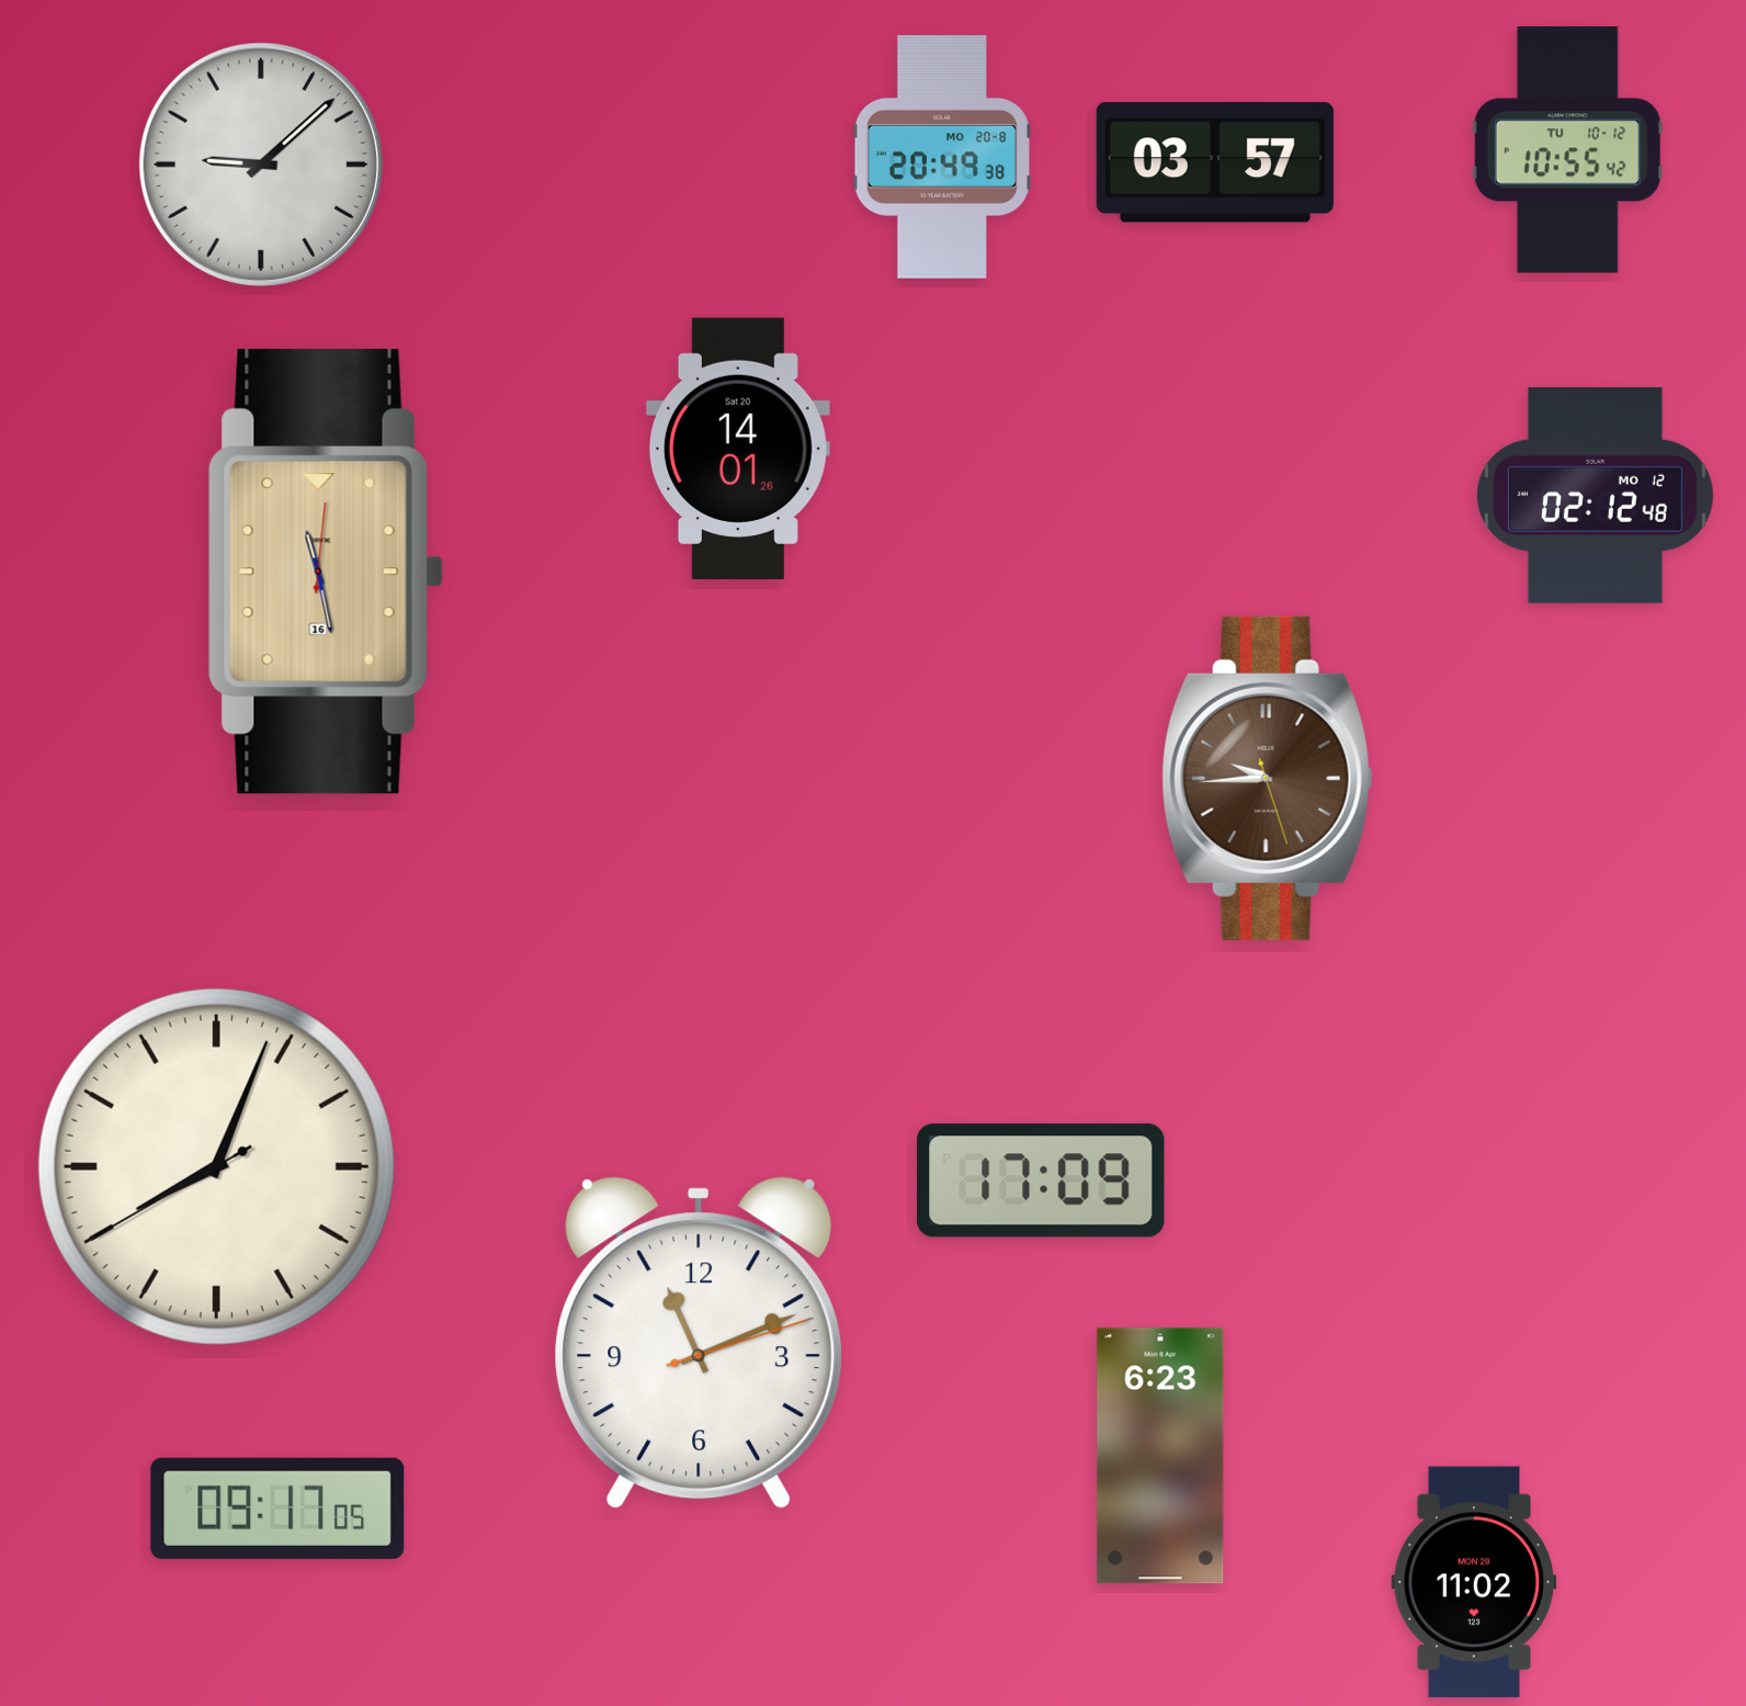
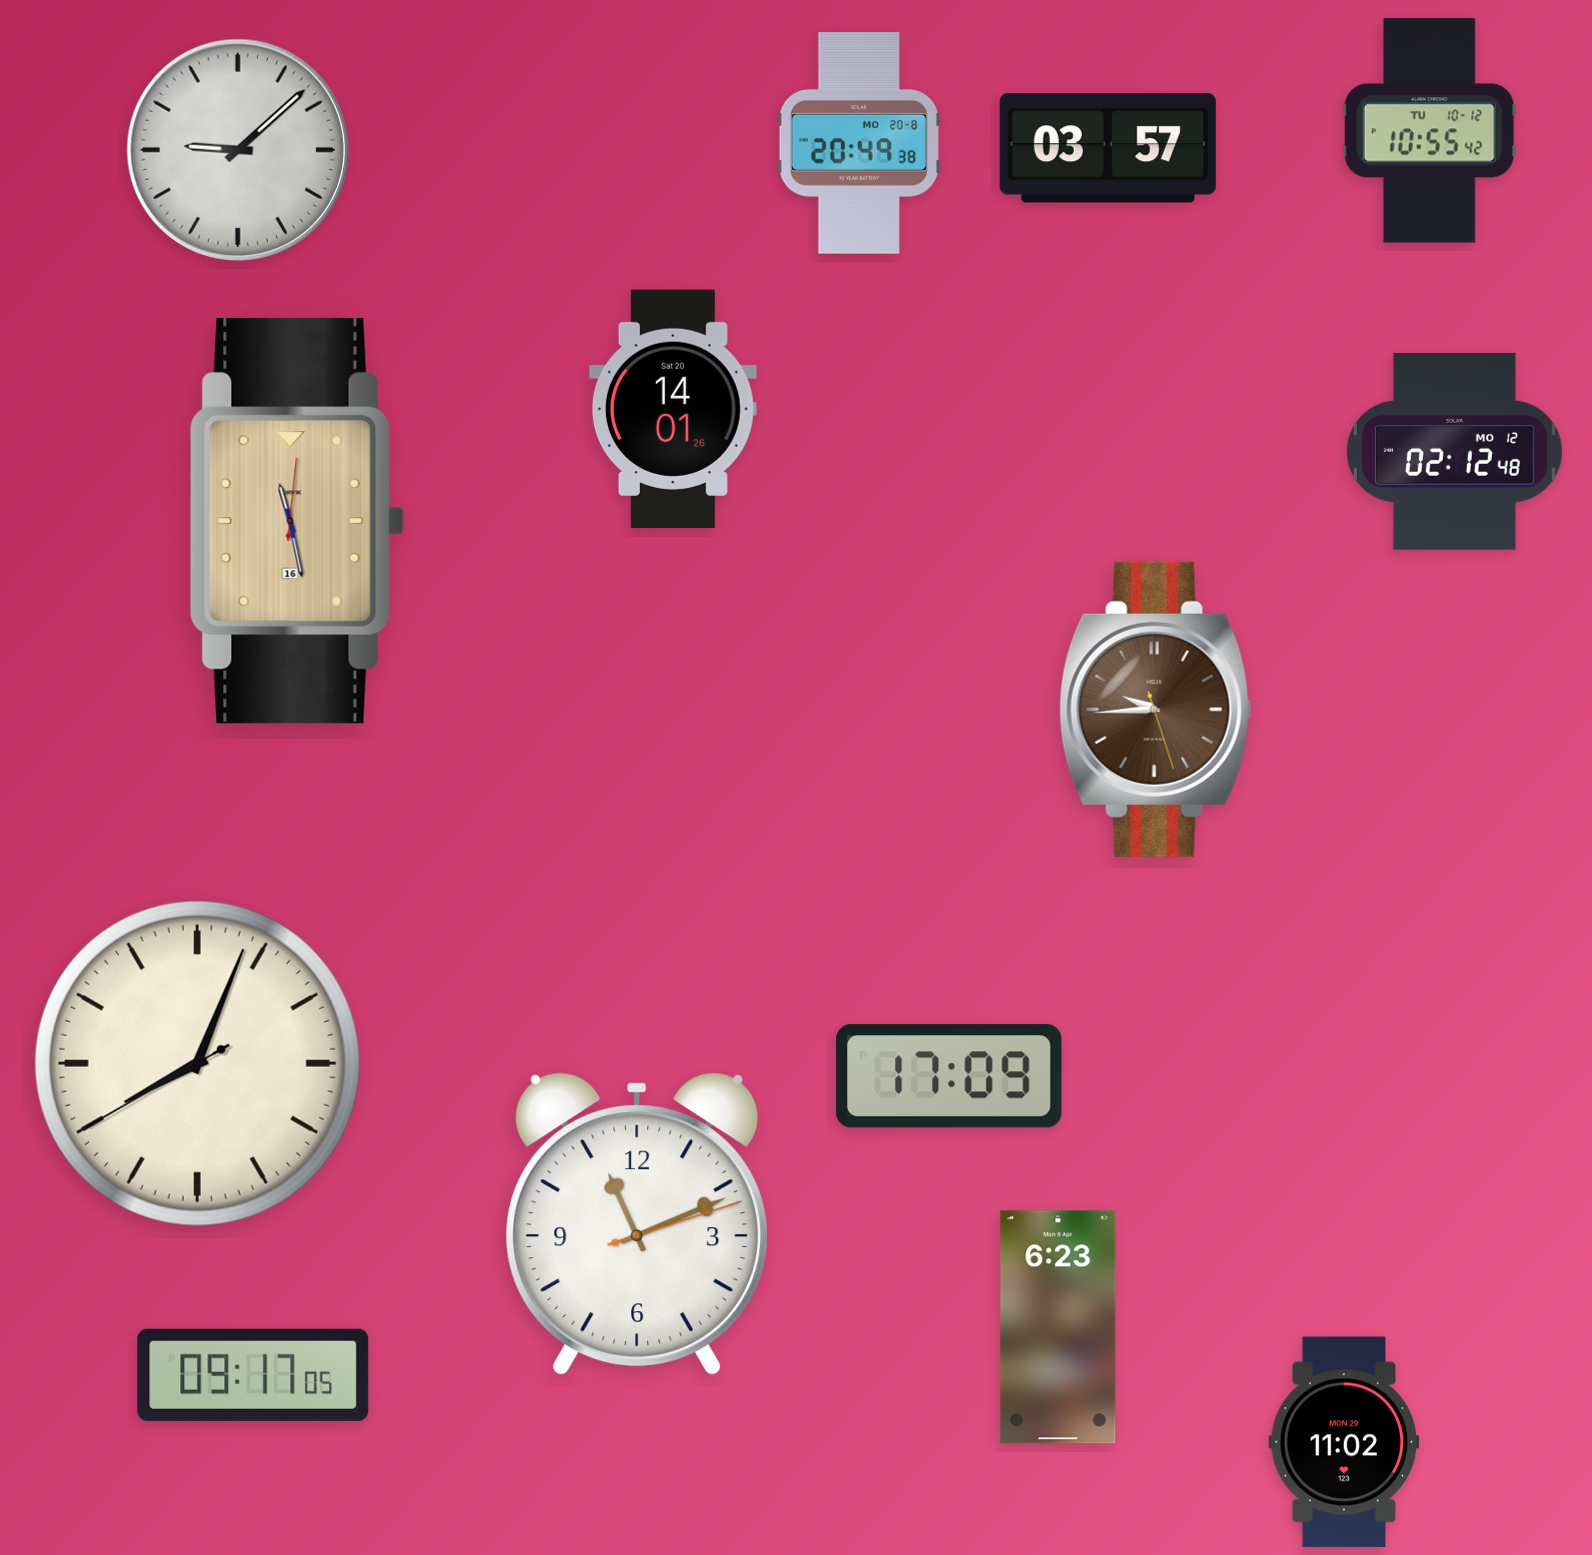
clock at (1567, 150) position: (1567, 150) -> (1429, 131)
